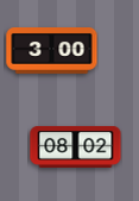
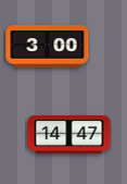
clock at (76, 146): 08:02 -> 14:47
